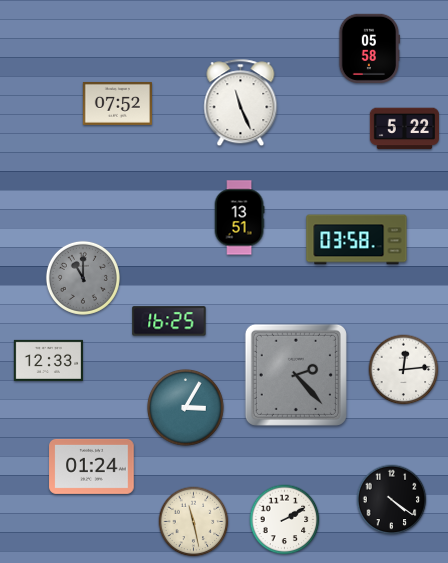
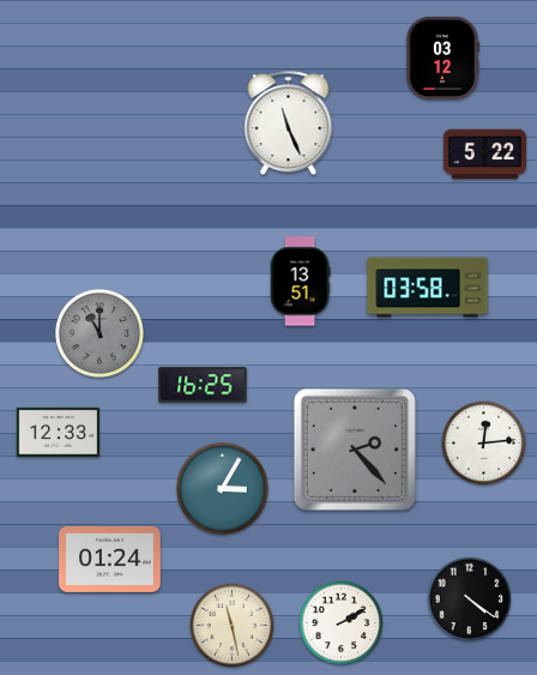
clock at (369, 48): 05:58 -> 03:12
clock at (117, 103): 07:52 -> none
clock at (239, 218) position: (239, 218) -> (300, 282)
